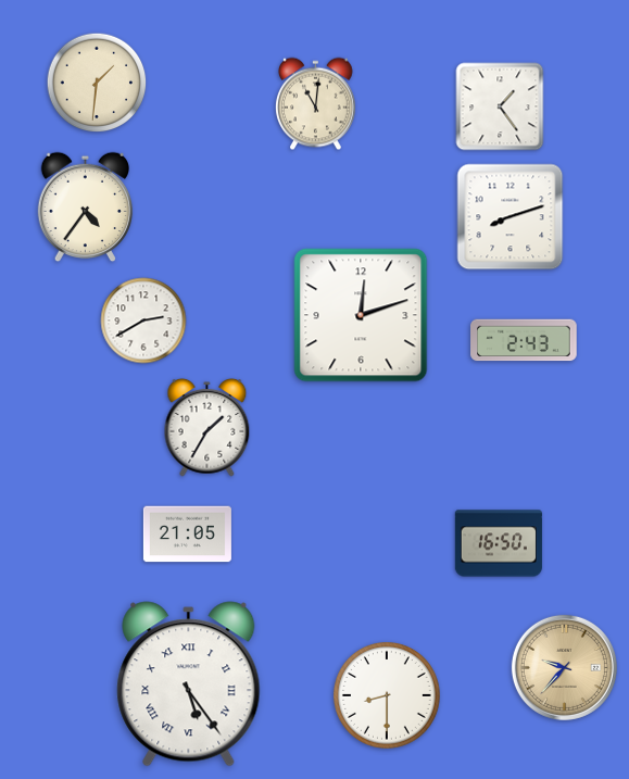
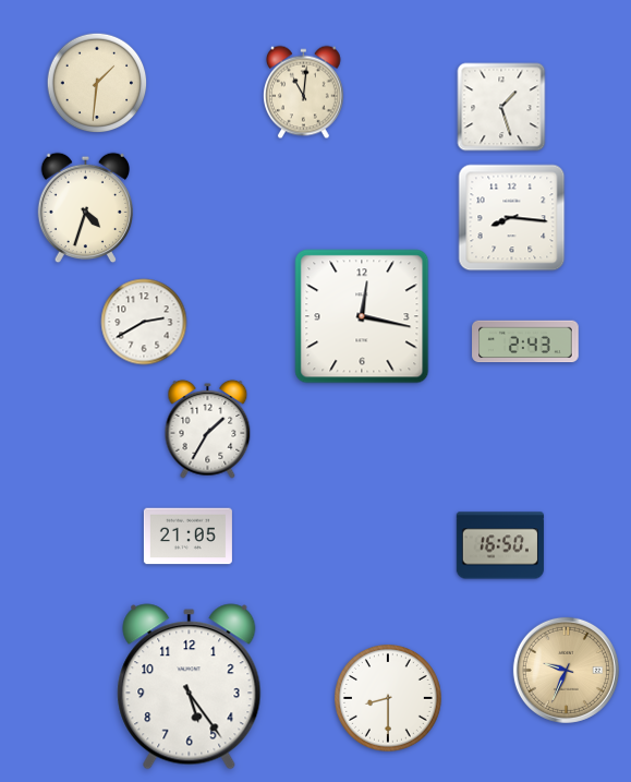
clock at (316, 104) position: (316, 104) -> (304, 93)
clock at (500, 106): 1:24 -> 1:27
clock at (85, 208): 4:36 -> 4:33
clock at (511, 217): 8:12 -> 8:16
clock at (361, 315): 12:12 -> 12:17
clock at (564, 667): 9:37 -> 9:34
clock at (189, 684) numerals: Roman -> Arabic
